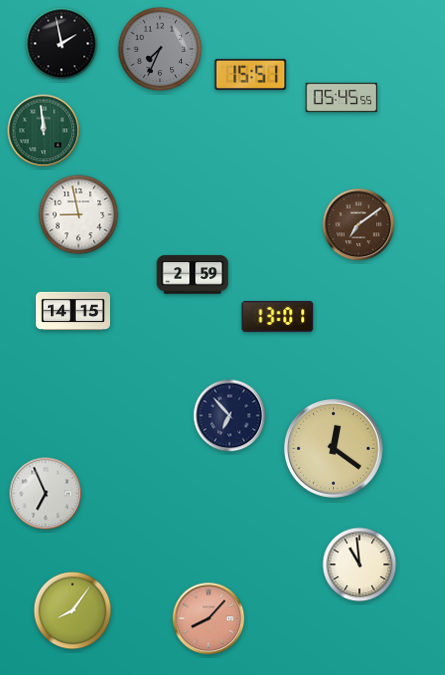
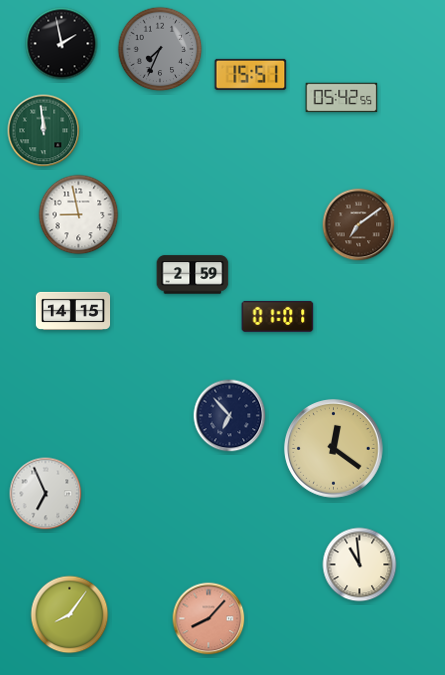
clock at (342, 98): 05:45 -> 05:42
clock at (278, 316): 13:01 -> 01:01
clock at (73, 611) position: (73, 611) -> (70, 615)
